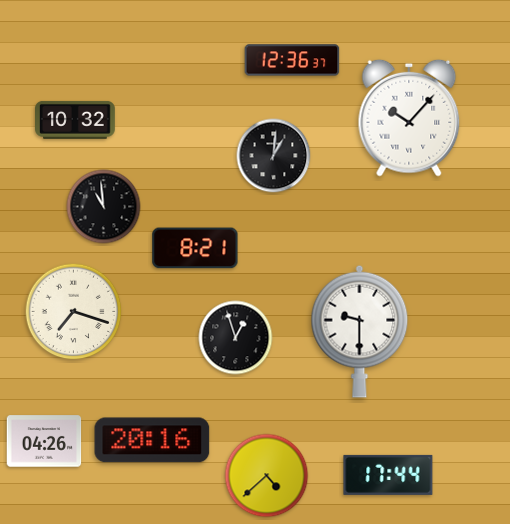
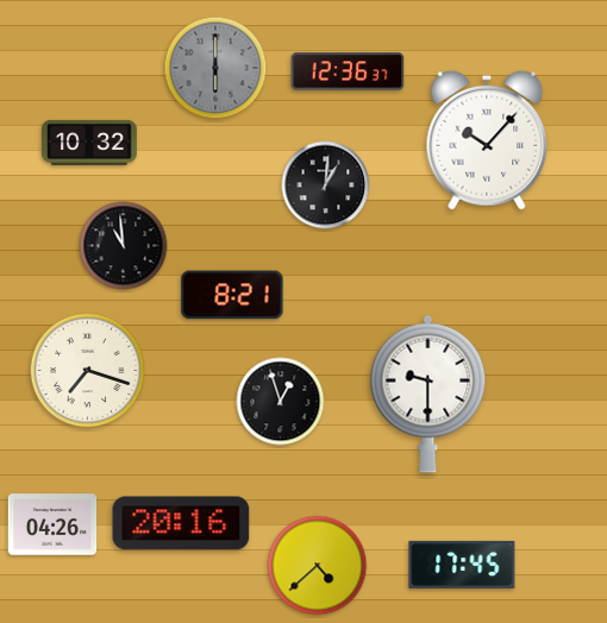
clock at (215, 68): none -> 6:00
clock at (388, 475): 17:44 -> 17:45
